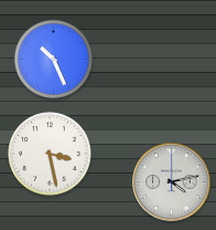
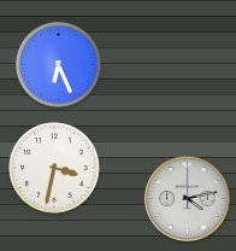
clock at (53, 59): 10:26 -> 6:26
clock at (50, 154): 3:28 -> 3:32
